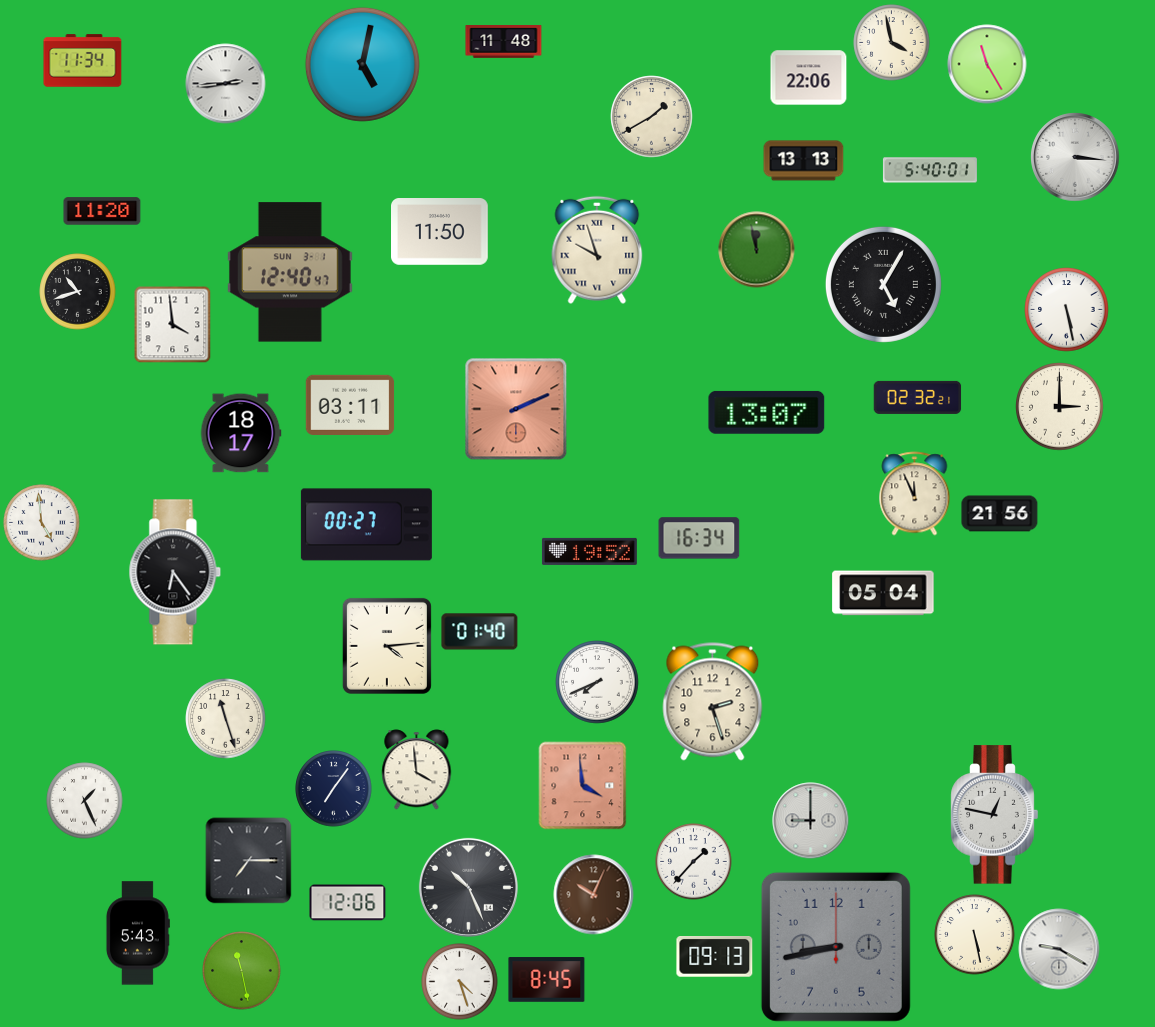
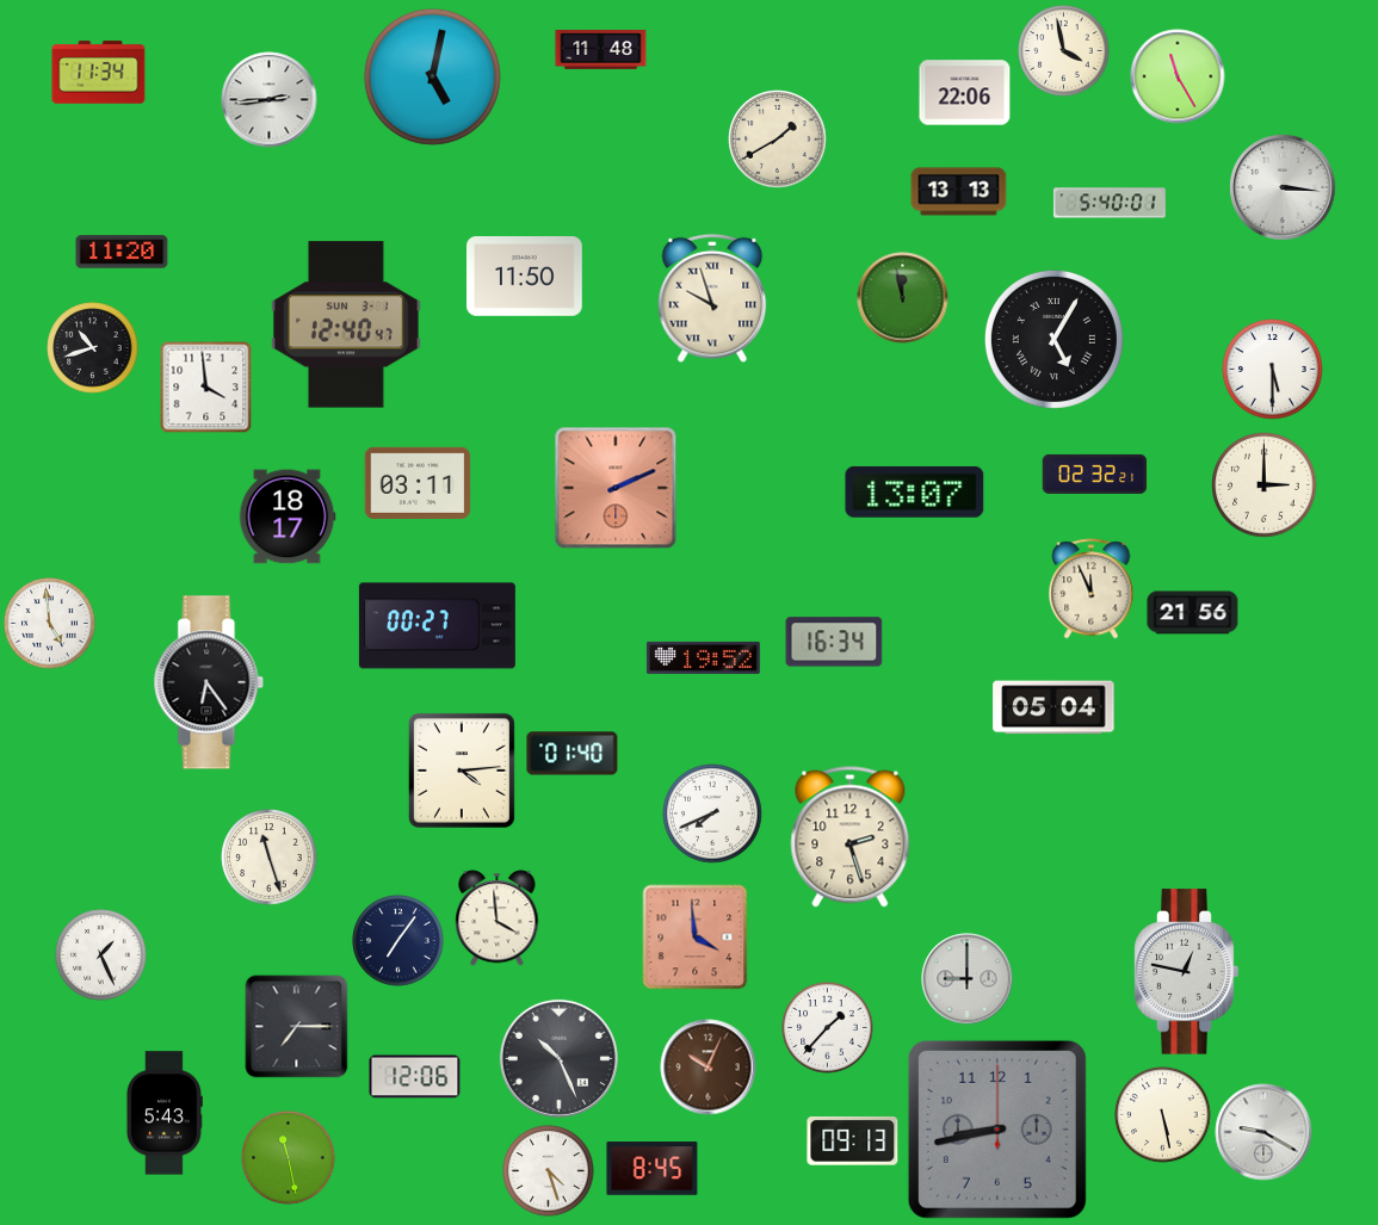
clock at (1067, 310): 5:28 -> 5:30
